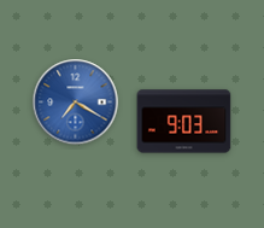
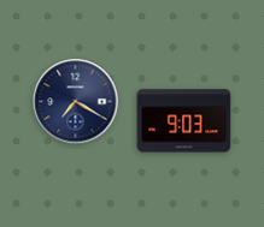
clock at (76, 103) dial: blue -> navy
